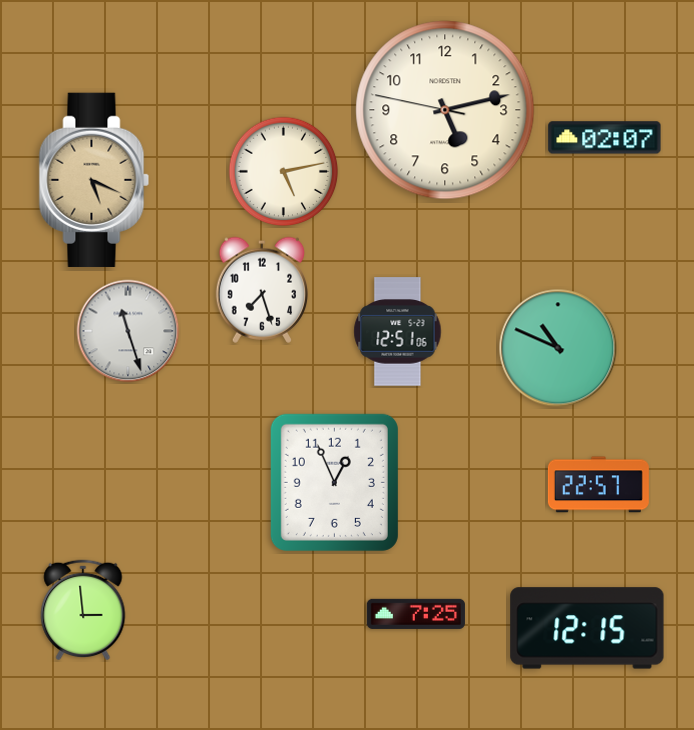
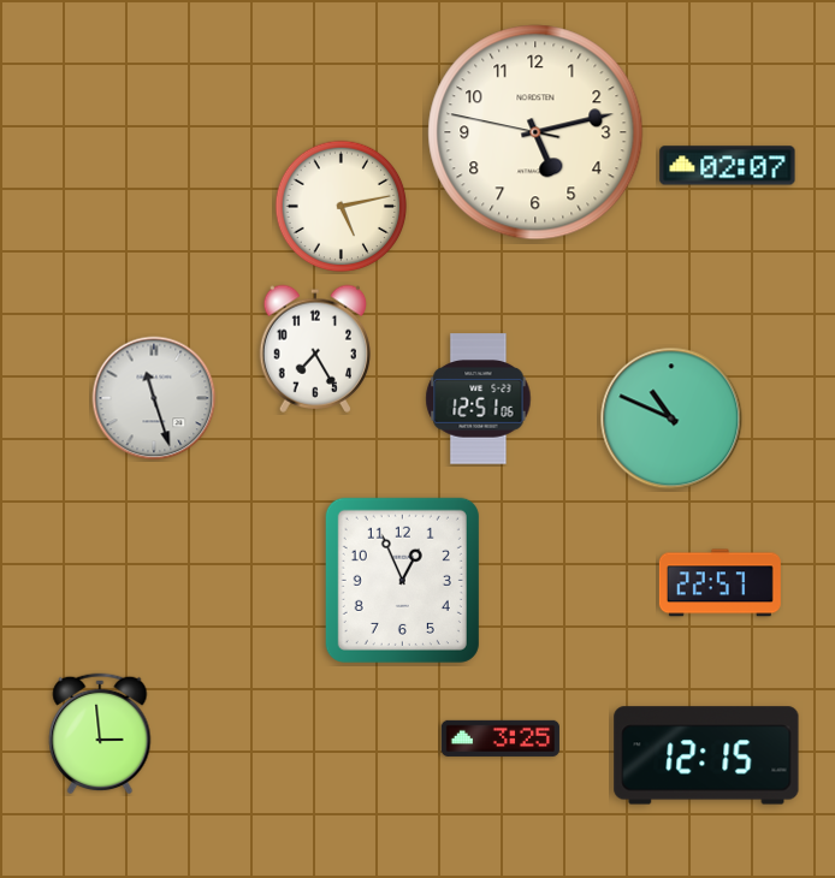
clock at (94, 180): 5:19 -> none
clock at (261, 290): 7:27 -> 7:25
clock at (416, 614): 7:25 -> 3:25
